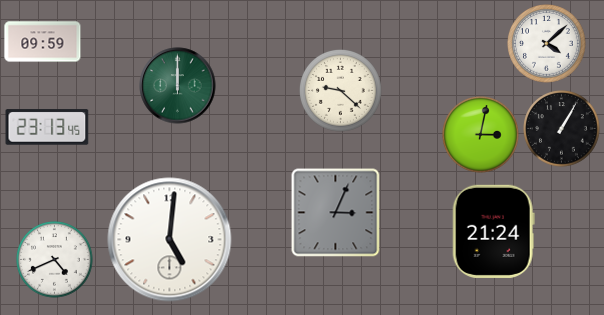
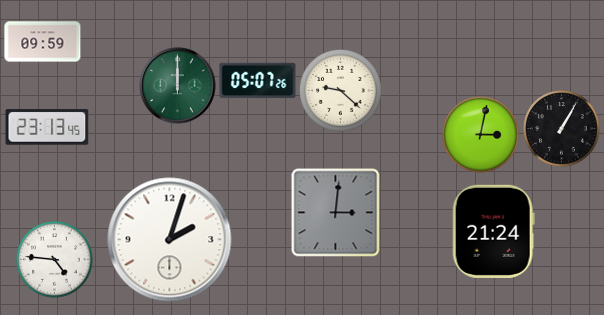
clock at (547, 44): 4:08 -> none
clock at (258, 81): none -> 05:07
clock at (336, 213): 3:04 -> 3:01
clock at (170, 240): 5:01 -> 2:03
clock at (55, 260): 4:41 -> 4:46
